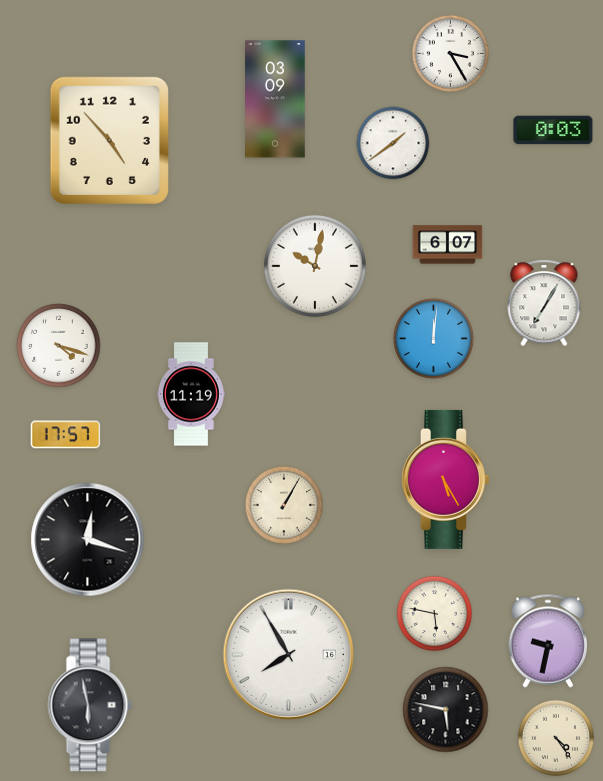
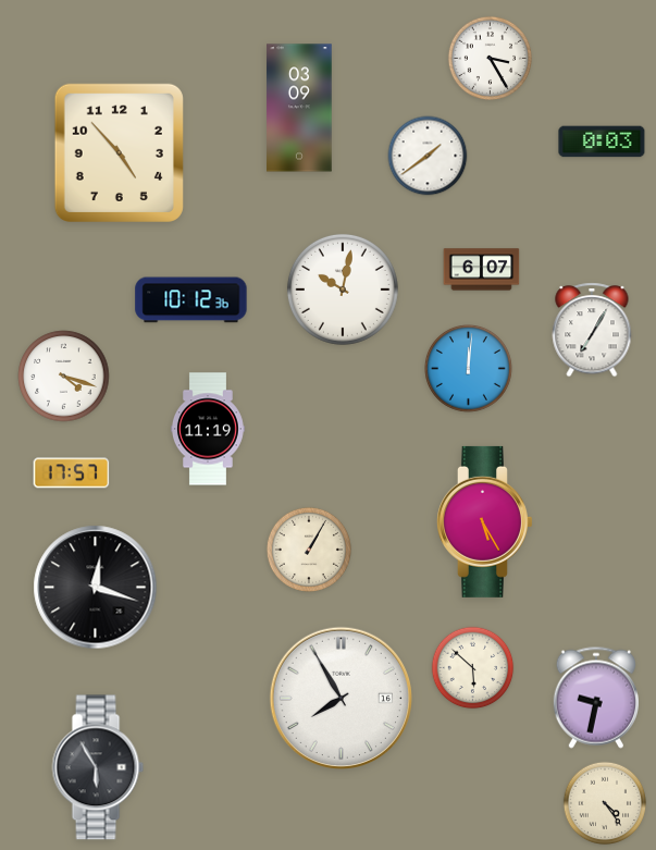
clock at (448, 245) position: (448, 245) -> (482, 270)
clock at (191, 300): none -> 10:12
clock at (434, 339) position: (434, 339) -> (469, 369)
clock at (435, 614): 5:47 -> 5:52
clock at (288, 654) position: (288, 654) -> (341, 698)
clock at (90, 705): 5:58 -> 5:55
clock at (446, 710): 5:47 -> none
